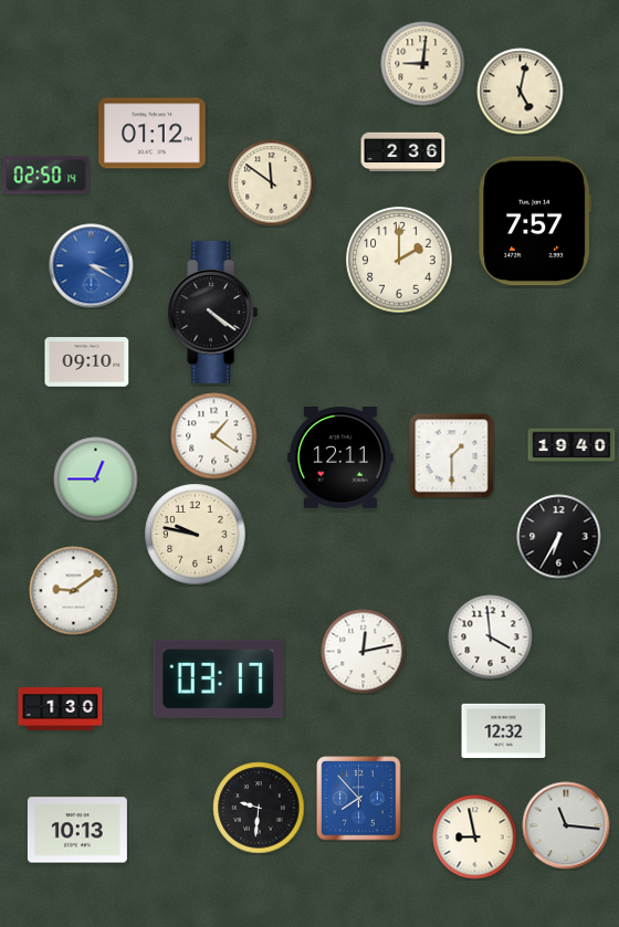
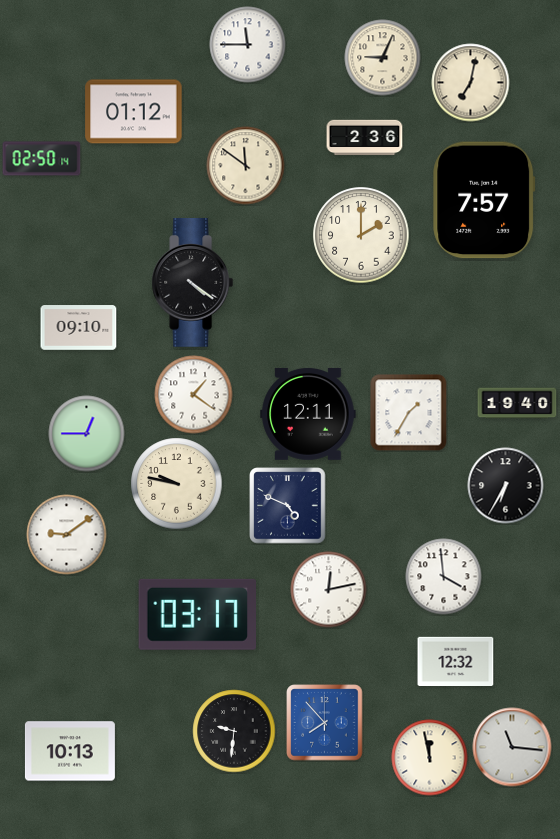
clock at (248, 45): none -> 11:45
clock at (423, 64): 9:01 -> 9:04
clock at (521, 92): 5:02 -> 7:02
clock at (153, 134) position: (153, 134) -> (134, 112)
clock at (92, 266): 3:20 -> none
clock at (452, 456): 1:30 -> 1:35
clock at (288, 506): none -> 4:49
clock at (61, 709): 1:30 -> none
clock at (475, 838): 8:58 -> 11:58
